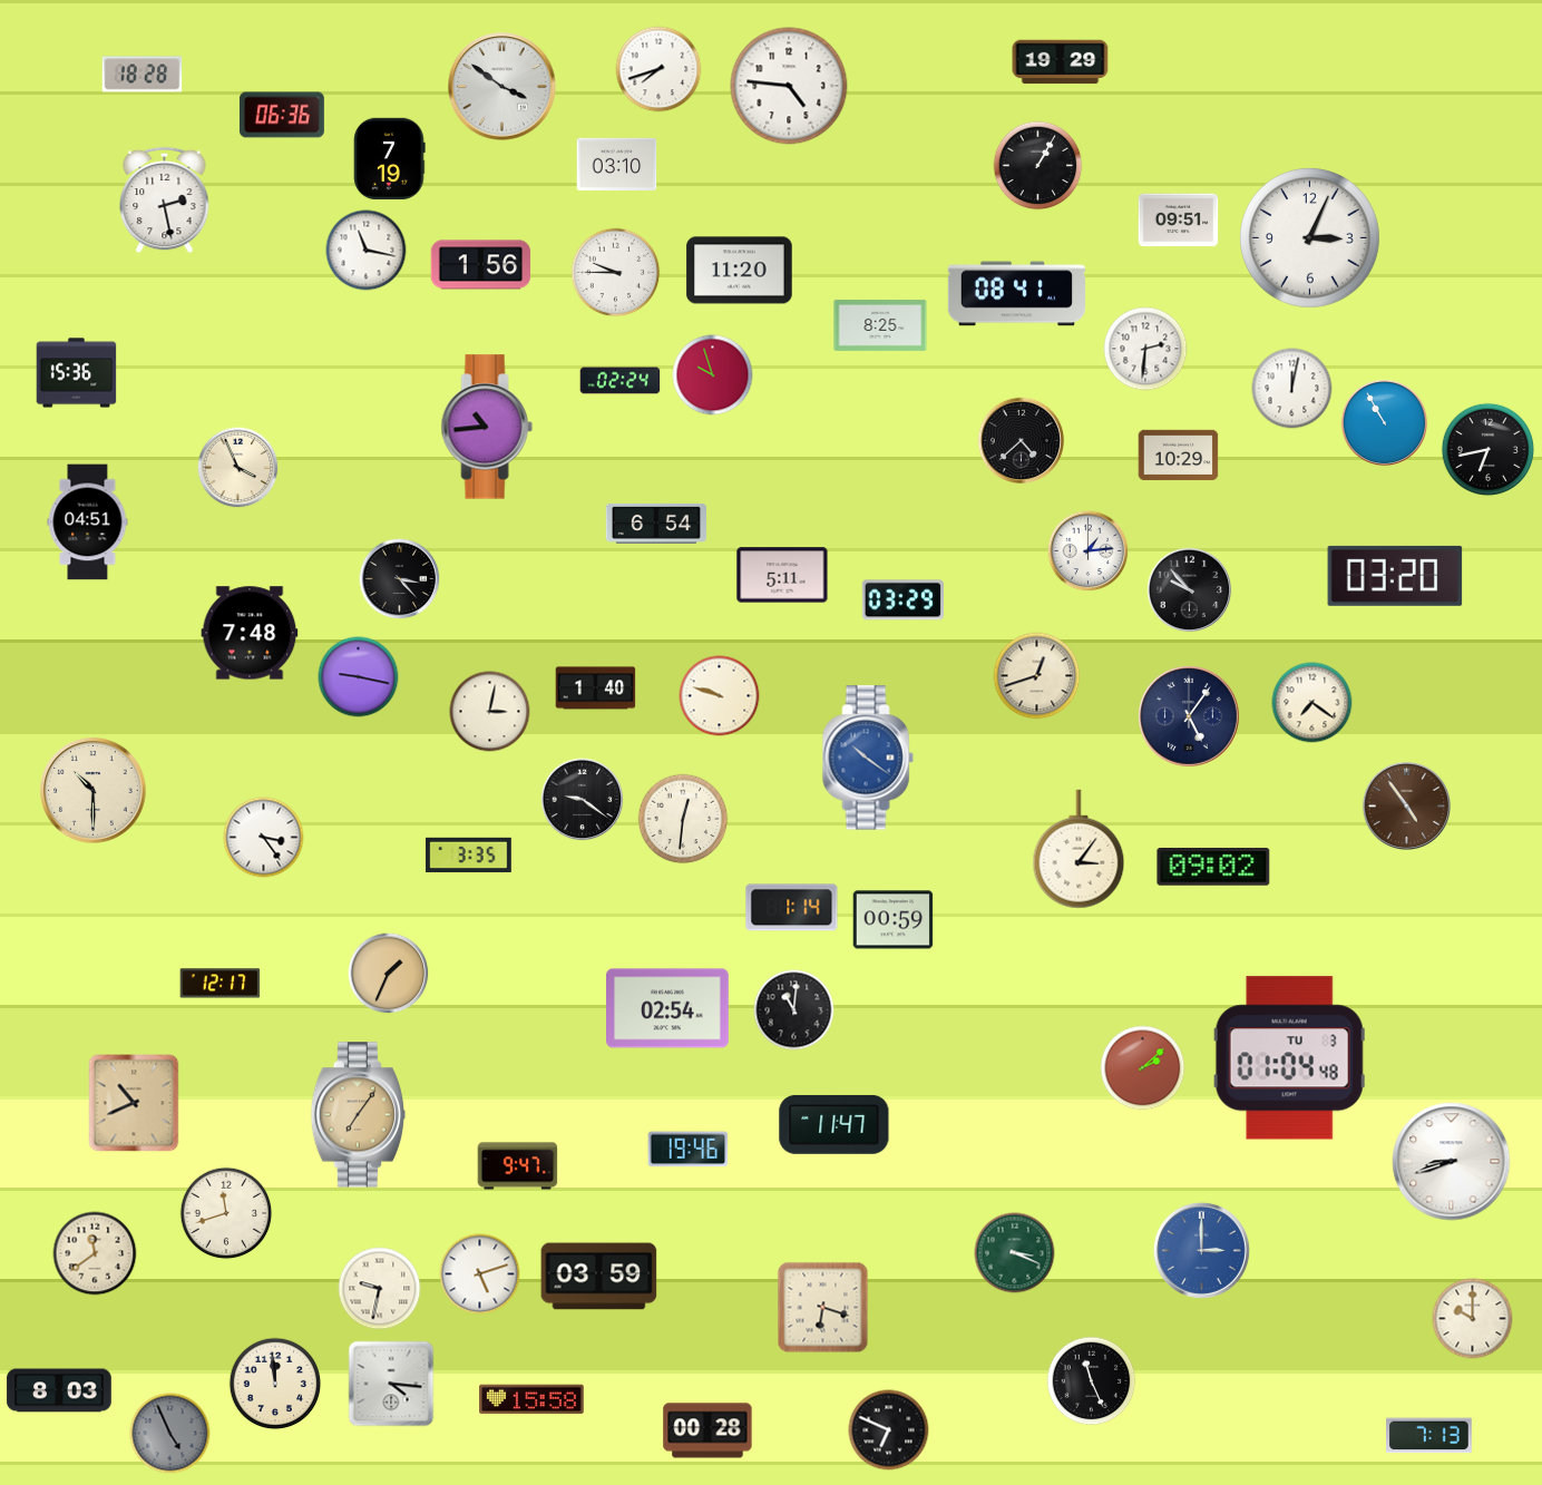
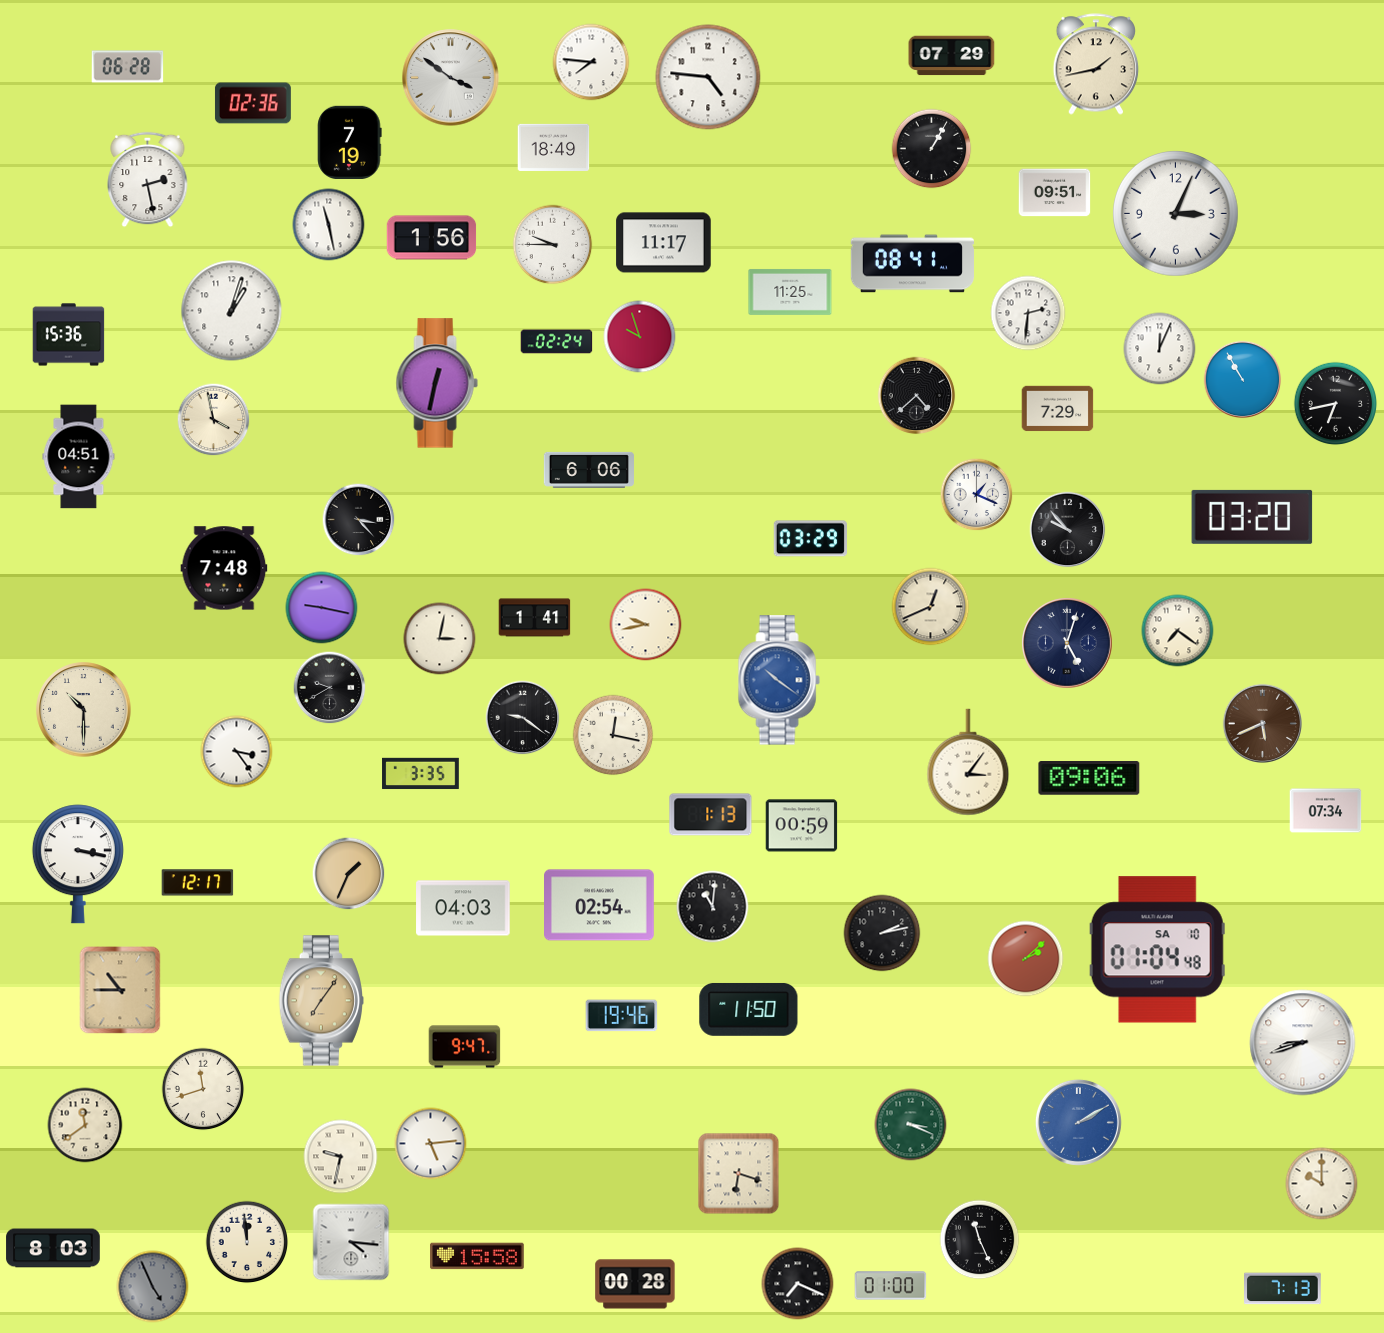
clock at (1061, 62): 19:29 -> 07:29
clock at (658, 69): 7:42 -> 7:46
clock at (1096, 64): none -> 1:43
clock at (143, 75): 18:28 -> 06:28
clock at (282, 115): 06:36 -> 02:36
clock at (617, 164): 03:10 -> 18:49
clock at (1179, 221) position: (1179, 221) -> (1055, 193)
clock at (367, 251): 11:17 -> 11:28
clock at (740, 271): 11:20 -> 11:17
clock at (880, 325): 8:25 -> 11:25
clock at (232, 311): none -> 1:03
clock at (1292, 389): 12:02 -> 12:04
clock at (487, 427): 10:44 -> 12:32
clock at (1179, 456): 10:29 -> 7:29
clock at (238, 468): 3:56 -> 3:58
clock at (88, 522) position: (88, 522) -> (79, 457)
clock at (655, 524): 6:54 -> 6:06
clock at (1089, 551): 1:14 -> 1:19
clock at (782, 575): 5:11 -> none
clock at (1037, 676): 12:42 -> 12:41
clock at (596, 688): 1:40 -> 1:41
clock at (720, 696): 9:48 -> 9:43
clock at (1190, 717): 5:06 -> 5:03
clock at (330, 688): none -> 9:40
clock at (1406, 805): 4:54 -> 5:41
clock at (683, 819): 12:31 -> 12:17
clock at (469, 856) position: (469, 856) -> (421, 774)
clock at (1213, 868): 09:02 -> 09:06
clock at (1326, 811): none -> 07:34
clock at (792, 908): 1:14 -> 1:13
clock at (78, 864): none -> 3:17
clock at (463, 908): none -> 04:03
clock at (882, 933): none -> 2:13
clock at (1289, 1058) date: TU 3 -> SA 10
clock at (134, 1103): 10:41 -> 10:45
clock at (835, 1124): 11:47 -> 11:50
clock at (689, 1150) position: (689, 1150) -> (622, 1016)
clock at (1201, 1250): 3:00 -> 2:10
clock at (480, 1274): 5:12 -> 5:14
clock at (599, 1277): 03:59 -> none
clock at (889, 1430): 6:49 -> 7:19
clock at (891, 1286): none -> 01:00
